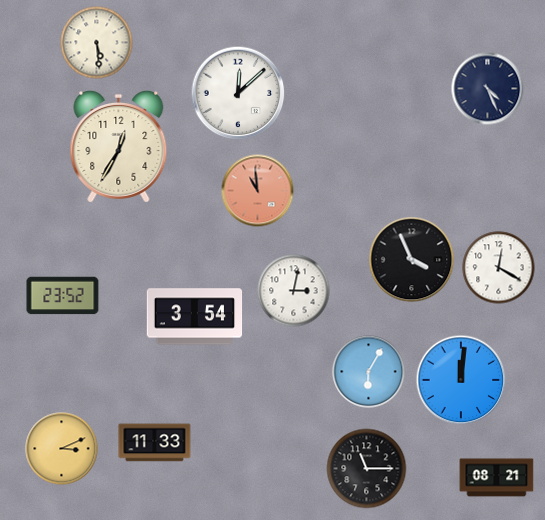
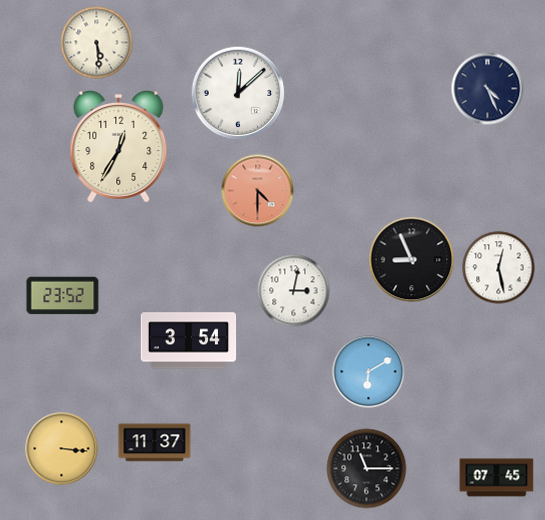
clock at (258, 191): 10:59 -> 4:30
clock at (412, 260): 3:56 -> 8:56
clock at (499, 268): 12:20 -> 12:28
clock at (195, 317) position: (195, 317) -> (189, 341)
clock at (369, 372): 6:05 -> 6:10
clock at (461, 380): 12:01 -> none
clock at (155, 443): 11:33 -> 11:37
clock at (62, 449): 3:11 -> 3:16
clock at (497, 478): 08:21 -> 07:45
